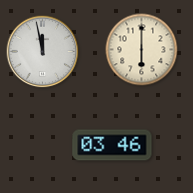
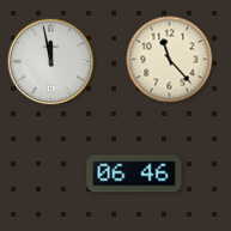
clock at (142, 50): 6:00 -> 11:23
clock at (112, 145): 03:46 -> 06:46
